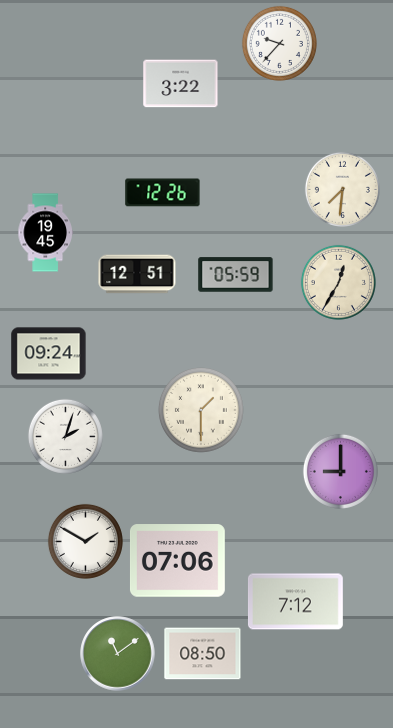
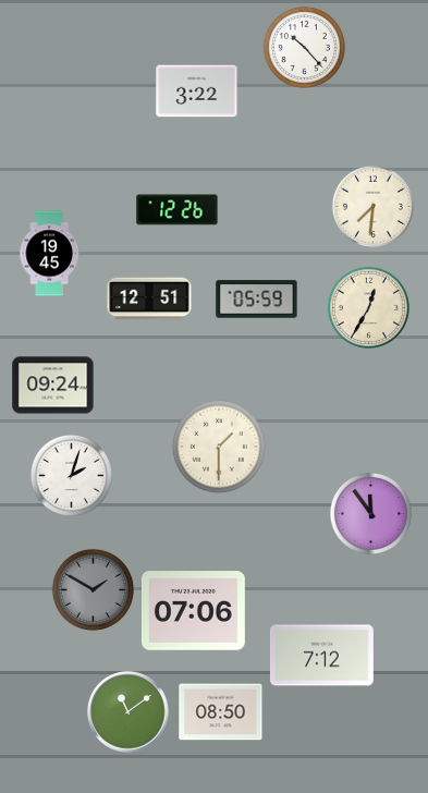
clock at (279, 43): 9:37 -> 10:23
clock at (340, 471): 9:00 -> 11:54
clock at (85, 541) dial: white -> grey
